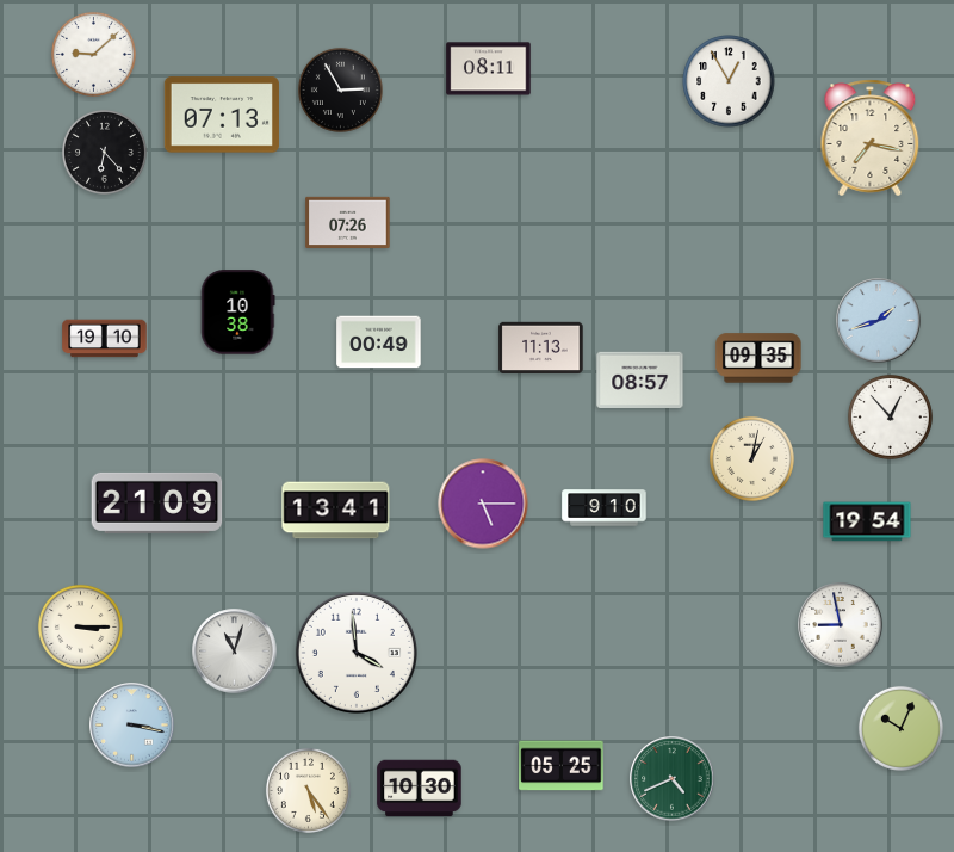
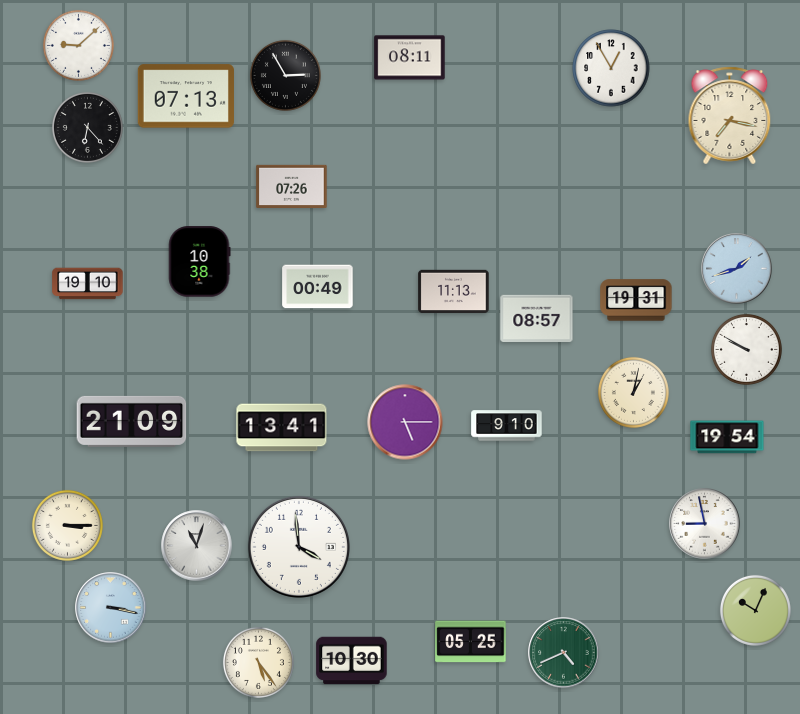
clock at (758, 358): 09:35 -> 19:31
clock at (890, 416): 12:53 -> 9:50
clock at (751, 458) position: (751, 458) -> (633, 392)
